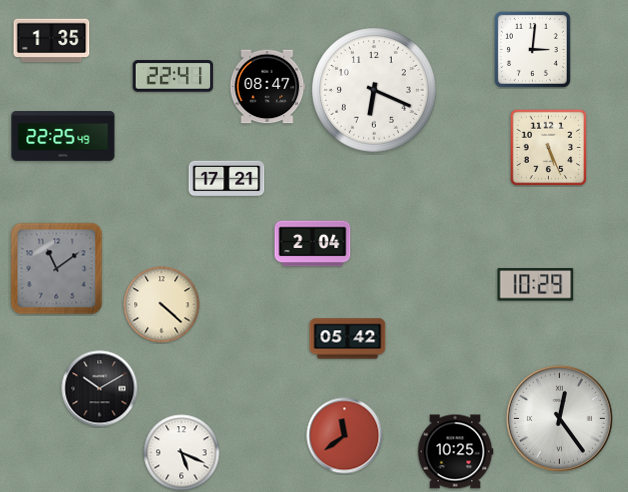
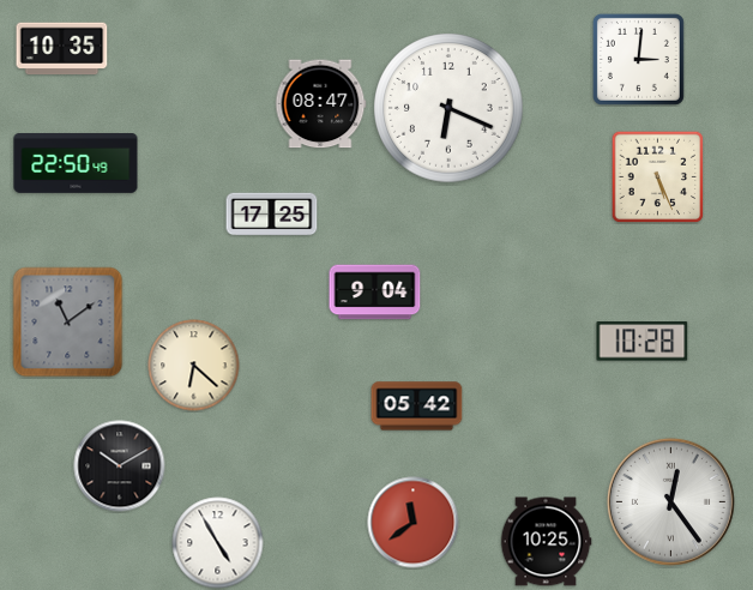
clock at (52, 41): 1:35 -> 10:35
clock at (173, 76): 22:41 -> none
clock at (63, 137): 22:25 -> 22:50
clock at (227, 179): 17:21 -> 17:25
clock at (313, 244): 2:04 -> 9:04
clock at (536, 285): 10:29 -> 10:28
clock at (162, 305): 4:22 -> 6:22
clock at (182, 453): 5:19 -> 4:55
